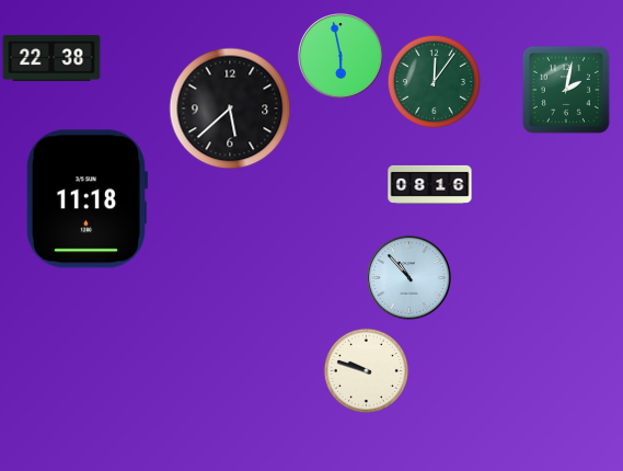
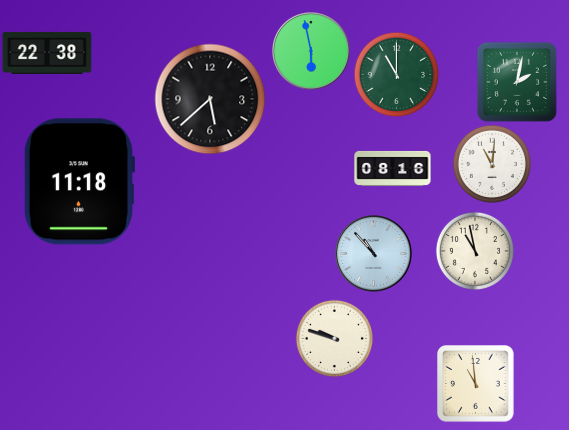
clock at (434, 81): 12:06 -> 11:00
clock at (492, 164): none -> 11:01
clock at (475, 251): none -> 10:58
clock at (476, 384): none -> 10:59
